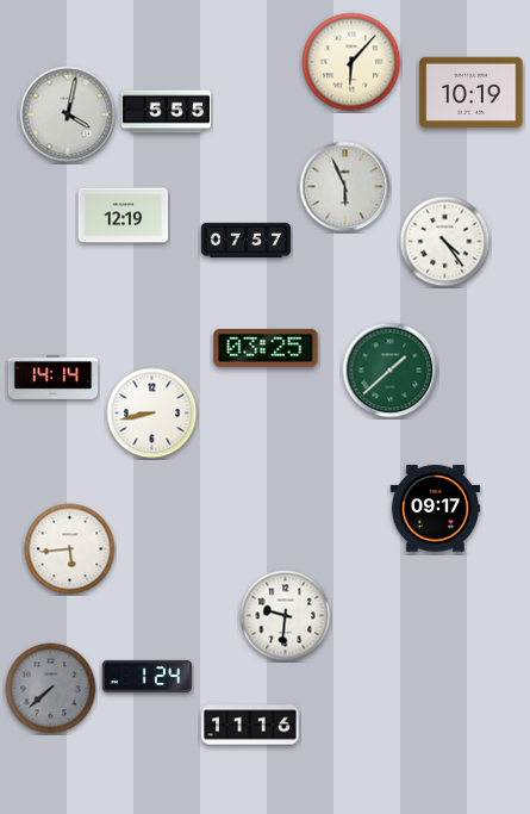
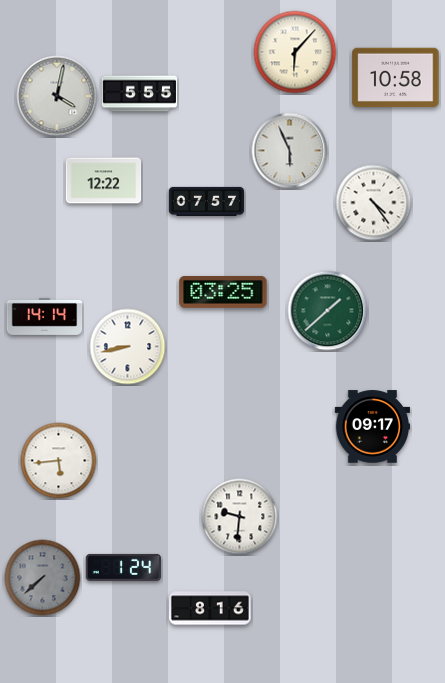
clock at (472, 93): 10:19 -> 10:58
clock at (345, 187) position: (345, 187) -> (290, 151)
clock at (124, 216): 12:19 -> 12:22
clock at (436, 509) position: (436, 509) -> (373, 427)
clock at (251, 725): 11:16 -> 8:16
